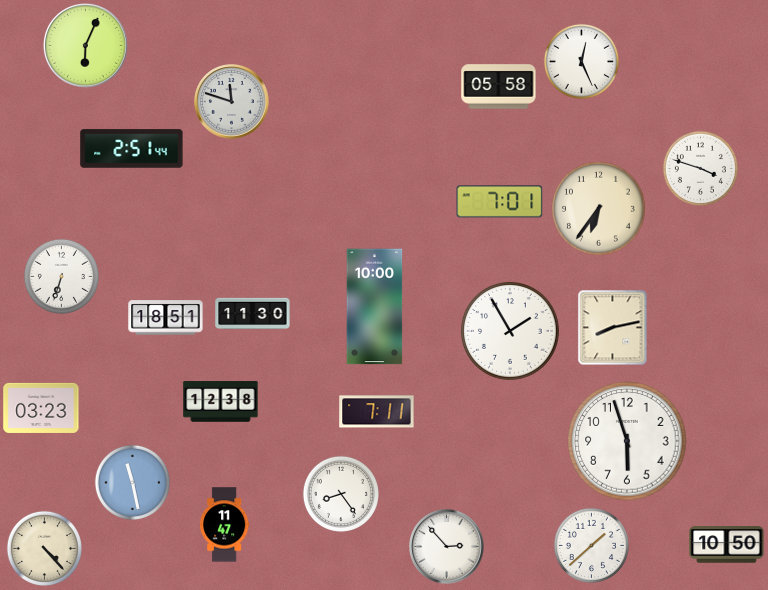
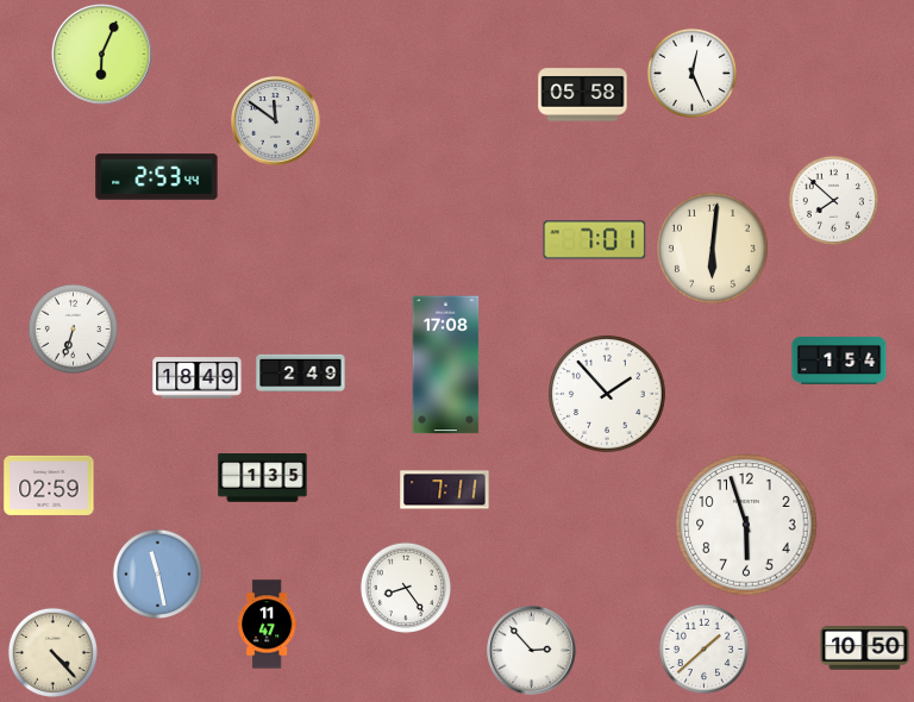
clock at (499, 87) position: (499, 87) -> (583, 95)
clock at (232, 102): 11:48 -> 11:51
clock at (132, 149): 2:51 -> 2:53
clock at (700, 168): 3:48 -> 7:52
clock at (598, 208): 6:36 -> 6:01
clock at (839, 362): none -> 1:54
clock at (375, 307): 10:00 -> 17:08
clock at (253, 314): 11:30 -> 2:49
clock at (166, 318): 18:51 -> 18:49
clock at (613, 328): 8:13 -> none
clock at (511, 332): 1:55 -> 1:53
clock at (221, 402): 12:38 -> 1:35
clock at (41, 408): 03:23 -> 02:59
clock at (377, 412) position: (377, 412) -> (445, 490)
